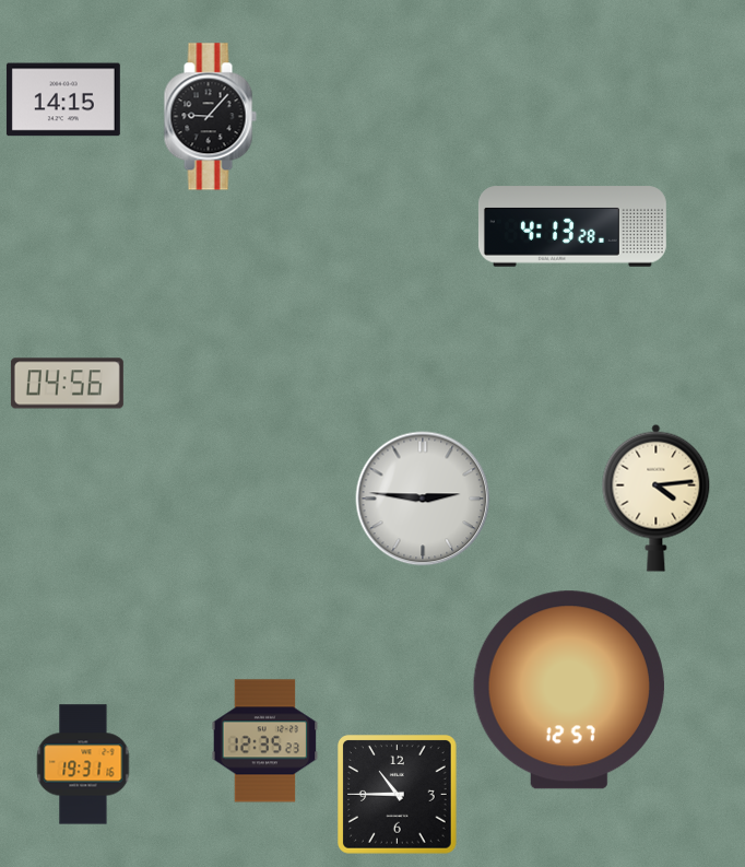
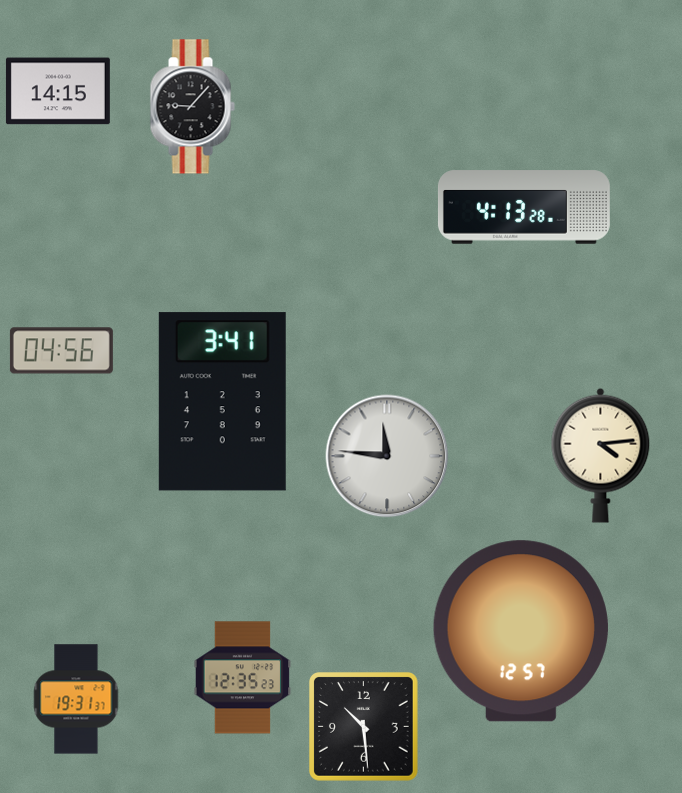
clock at (222, 402): none -> 3:41
clock at (423, 499): 2:46 -> 11:46
clock at (83, 764): 19:31:16 -> 19:31:37
clock at (398, 795): 10:45 -> 10:29
